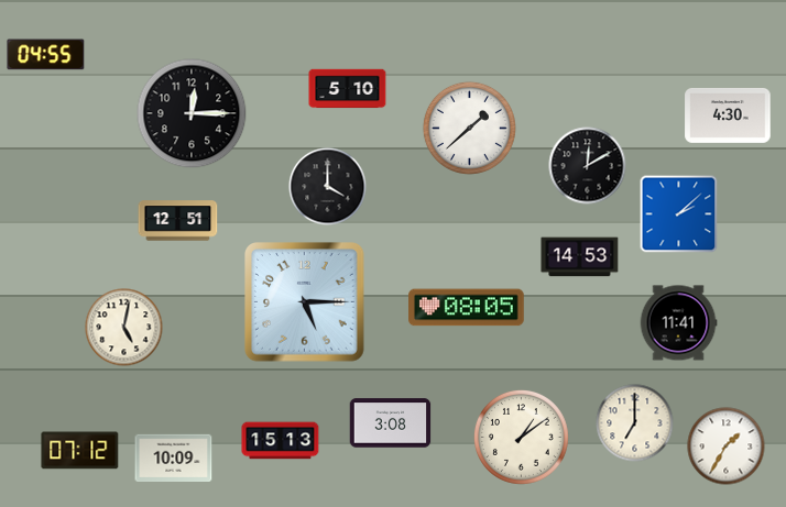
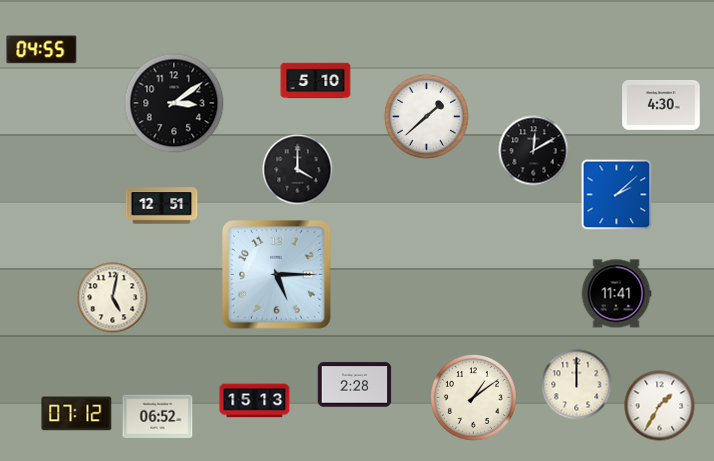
clock at (192, 113): 12:15 -> 3:09
clock at (178, 221) position: (178, 221) -> (162, 206)
clock at (580, 257): 14:53 -> none
clock at (467, 308): 08:05 -> none
clock at (391, 423): 3:08 -> 2:28
clock at (635, 423): 7:00 -> 12:00
clock at (80, 451) position: (80, 451) -> (77, 414)
clock at (174, 458): 10:09 -> 06:52
